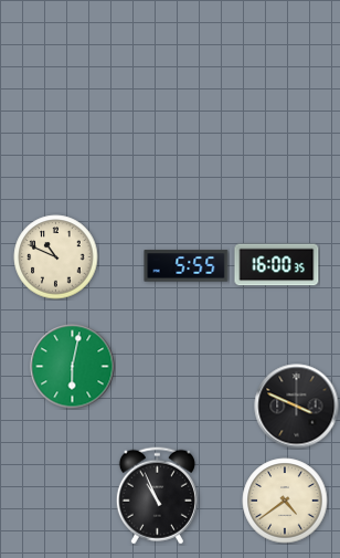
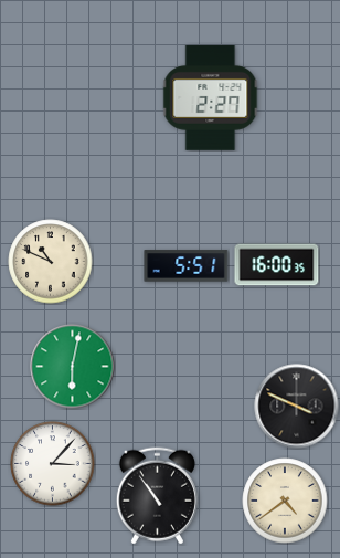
clock at (211, 97): none -> 2:27
clock at (56, 257) position: (56, 257) -> (51, 262)
clock at (187, 266): 5:55 -> 5:51
clock at (53, 464): none -> 3:07
clock at (157, 496): 10:56 -> 10:54
